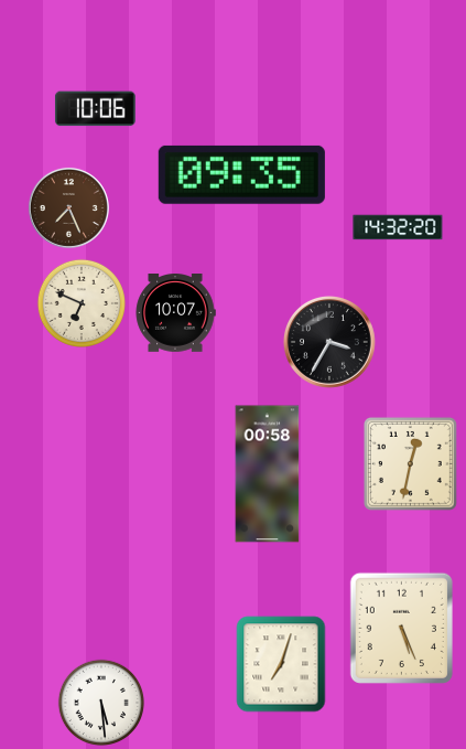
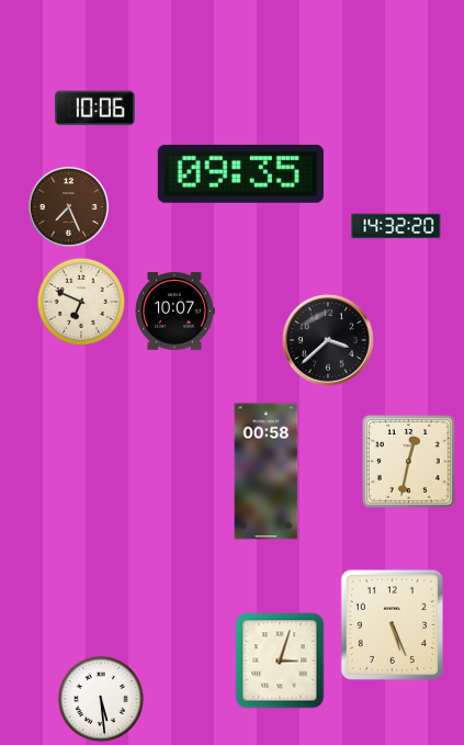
clock at (329, 342): 3:35 -> 3:38
clock at (401, 628) position: (401, 628) -> (392, 624)
clock at (281, 664): 7:03 -> 3:03
